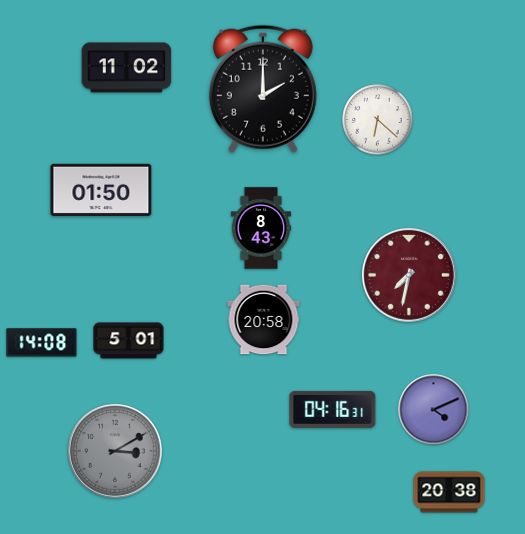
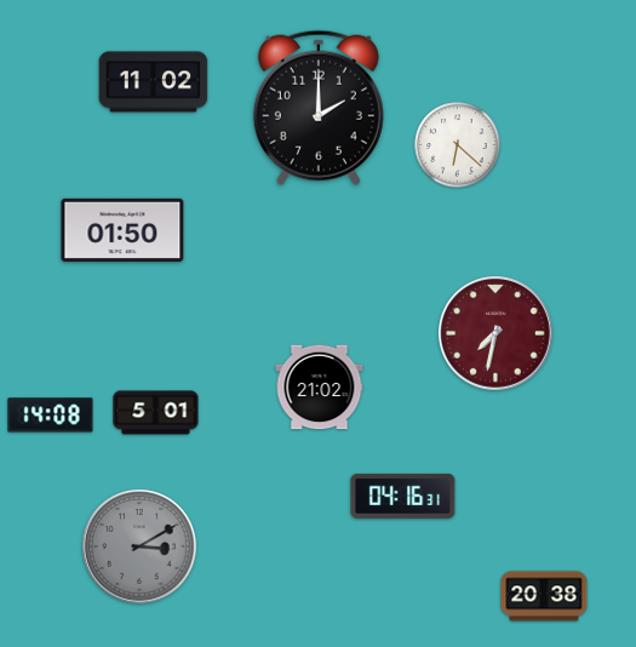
clock at (261, 228): 8:43 -> none
clock at (264, 320): 20:58 -> 21:02
clock at (434, 410): 4:11 -> none
